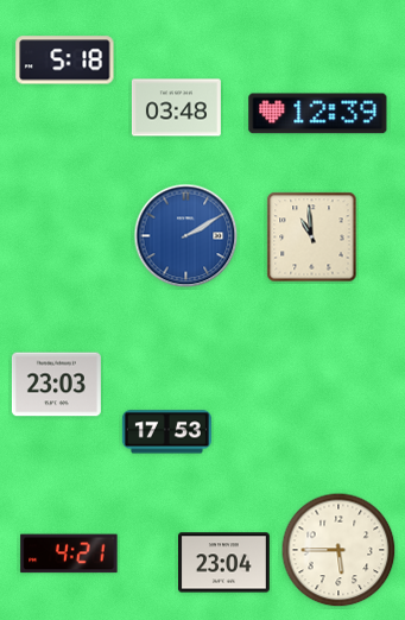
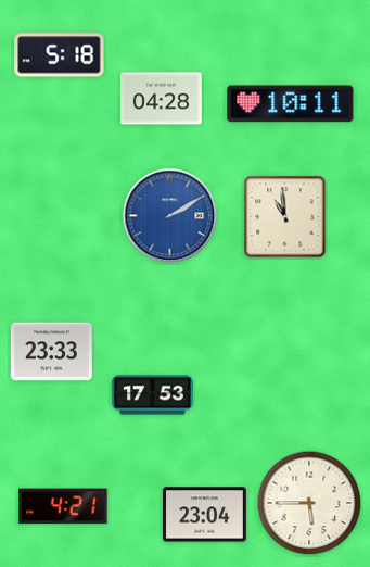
clock at (176, 108): 03:48 -> 04:28
clock at (318, 114): 12:39 -> 10:11
clock at (56, 385): 23:03 -> 23:33
